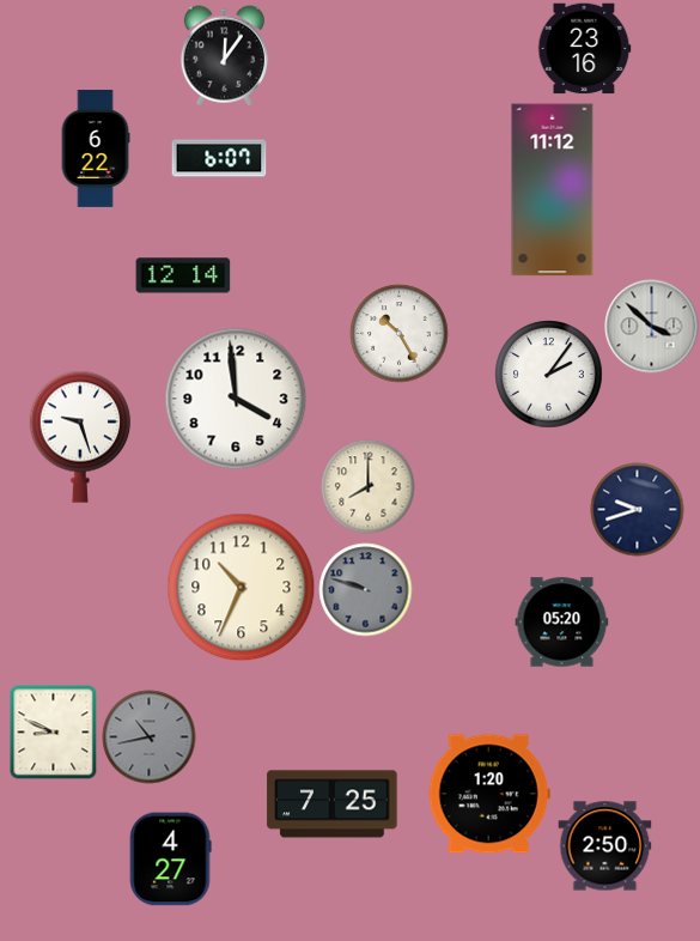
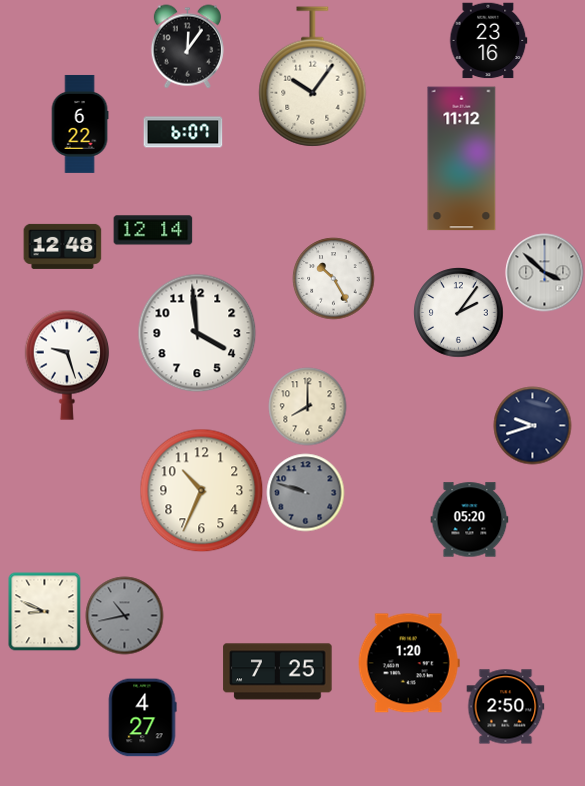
clock at (313, 77): none -> 10:06
clock at (62, 246): none -> 12:48
